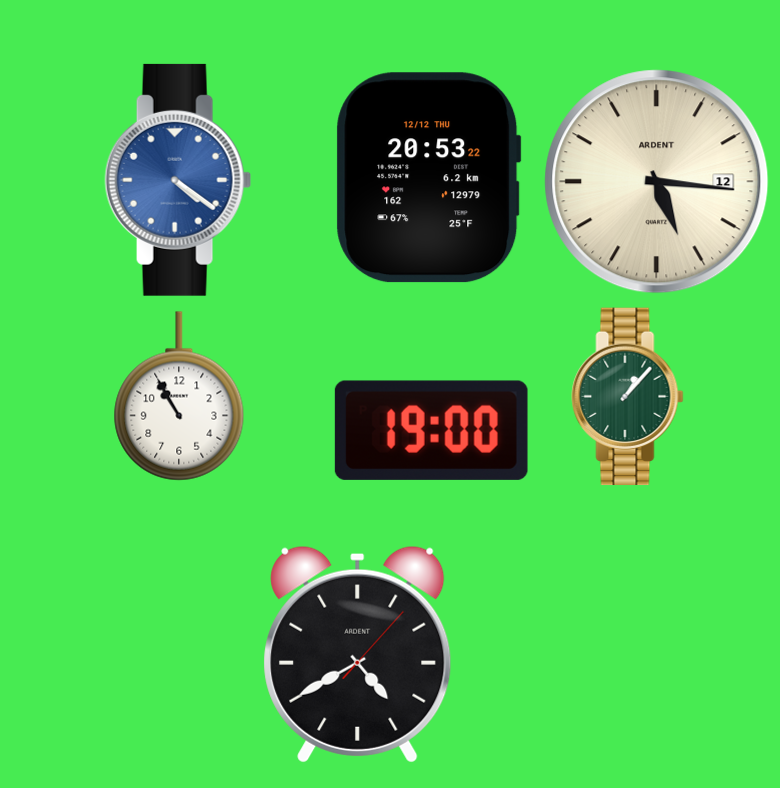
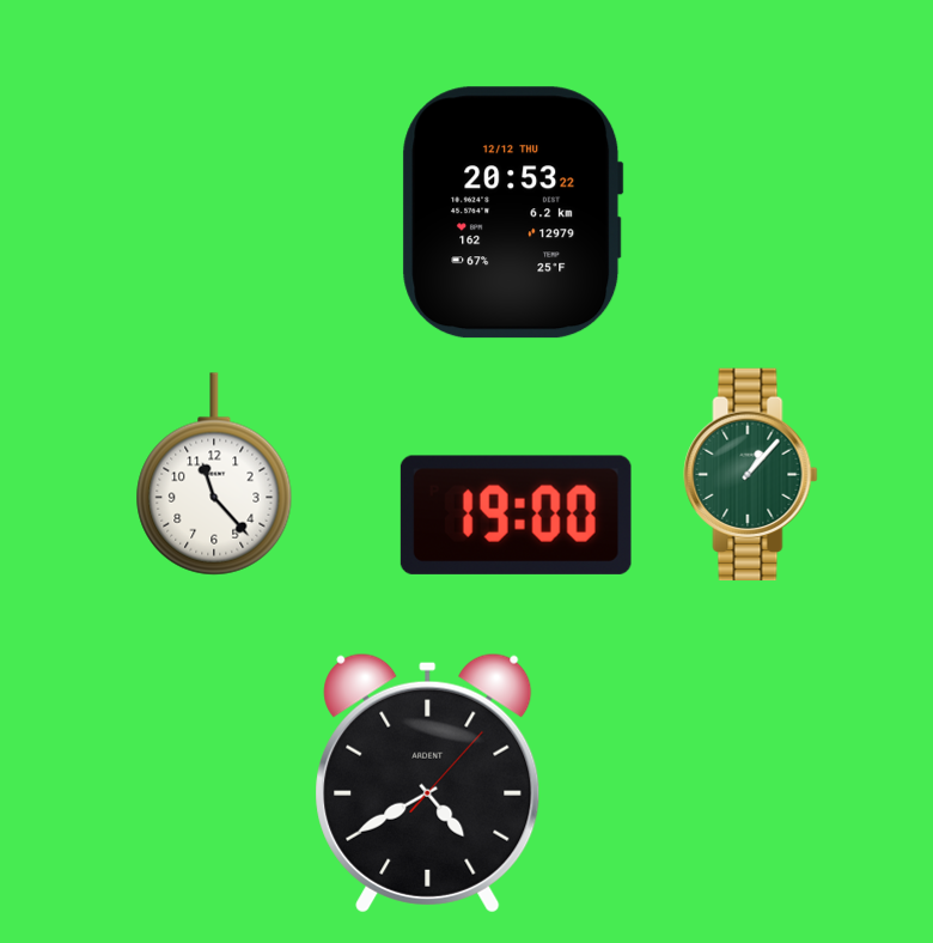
clock at (178, 180): 4:21 -> none
clock at (657, 182): 5:16 -> none
clock at (179, 396): 10:55 -> 11:23
